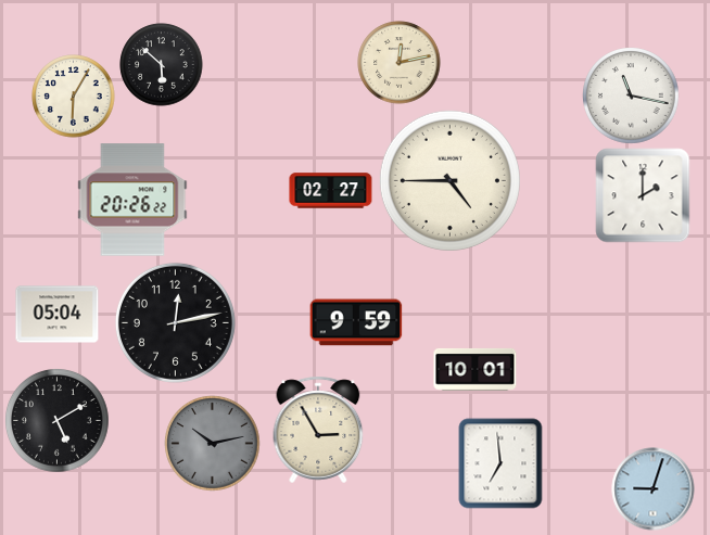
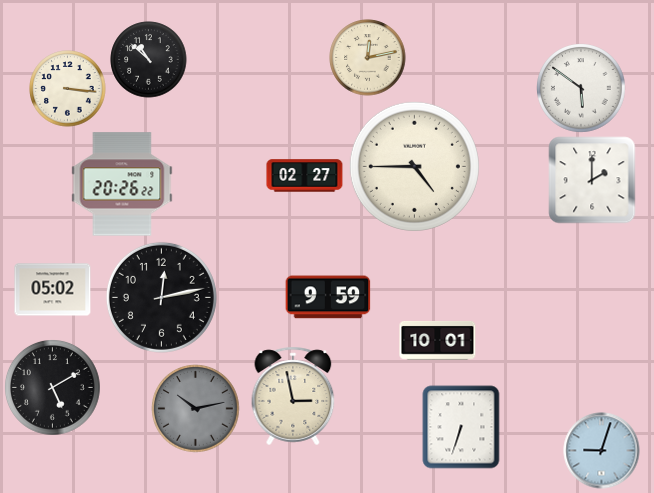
clock at (162, 65): 5:52 -> 10:52
clock at (631, 95): 11:17 -> 5:51
clock at (74, 97): 6:05 -> 3:16
clock at (58, 315): 05:04 -> 05:02
clock at (318, 430): 2:55 -> 2:58
clock at (500, 463): 6:59 -> 6:33
